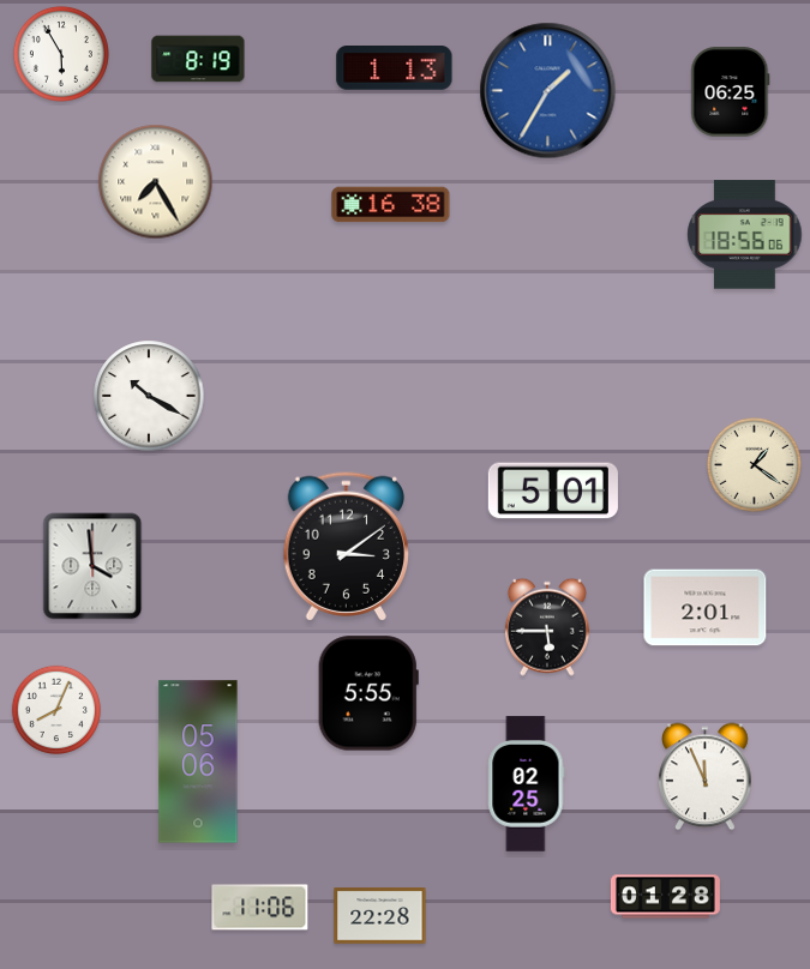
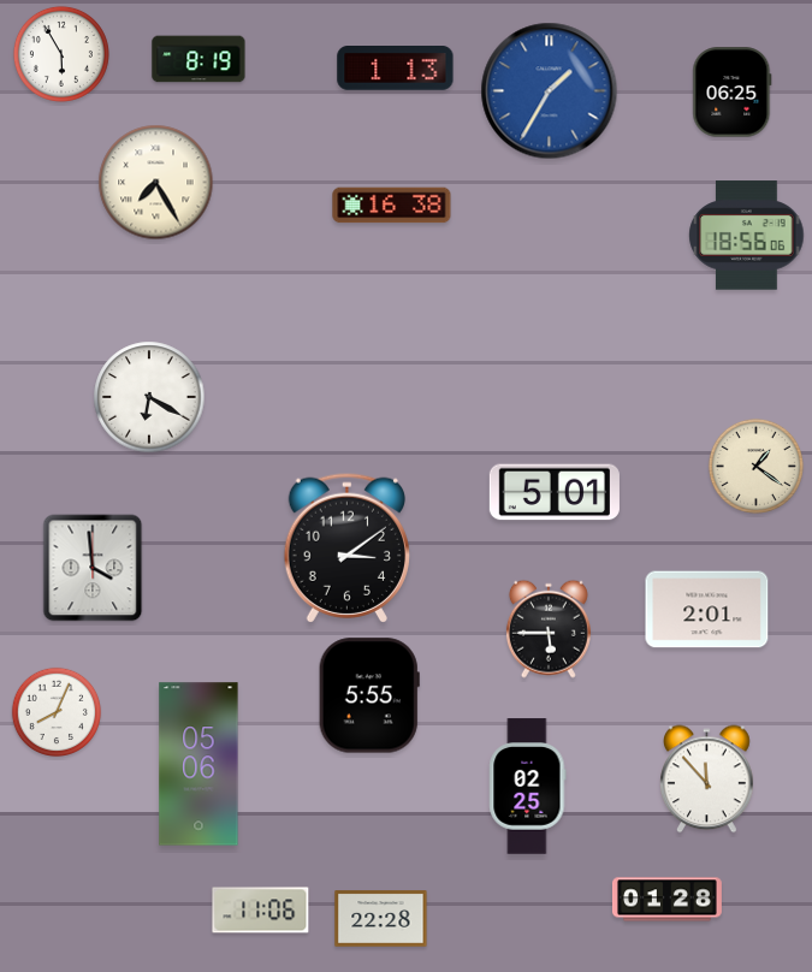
clock at (149, 396): 10:20 -> 6:20
clock at (706, 777): 11:56 -> 11:53
